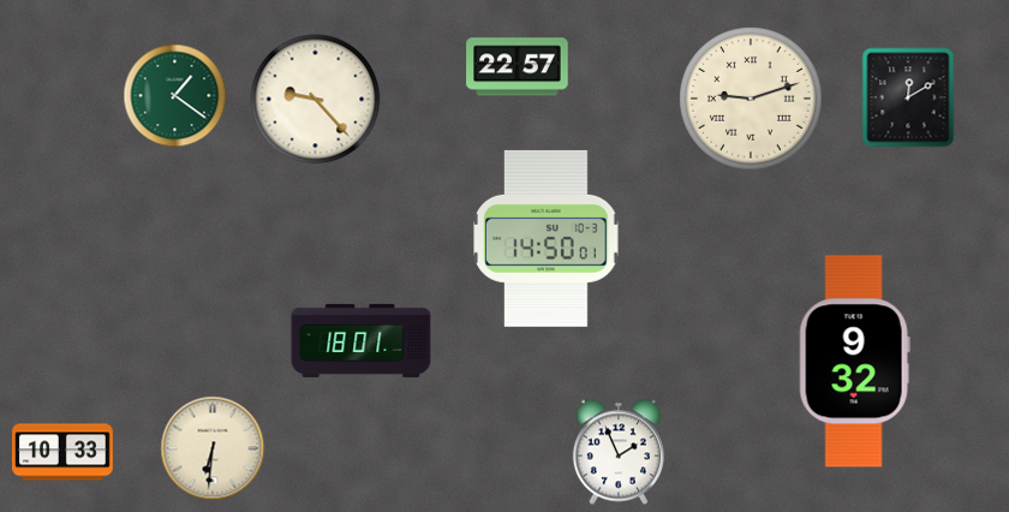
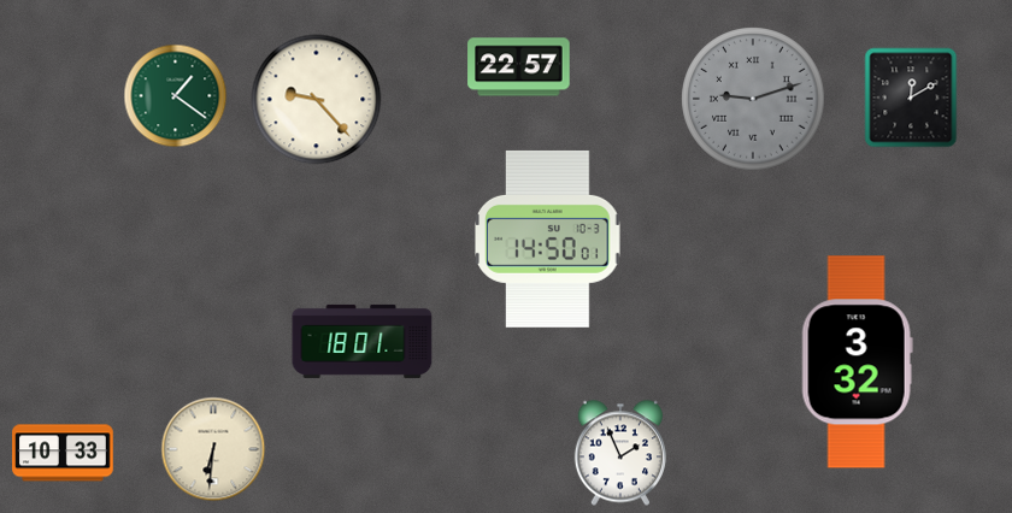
clock at (751, 99) dial: cream -> grey
clock at (854, 362): 9:32 -> 3:32
